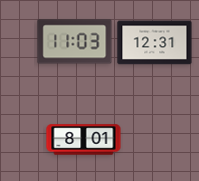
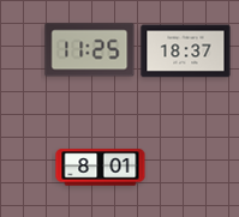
clock at (75, 42): 11:03 -> 11:25
clock at (155, 43): 12:31 -> 18:37
